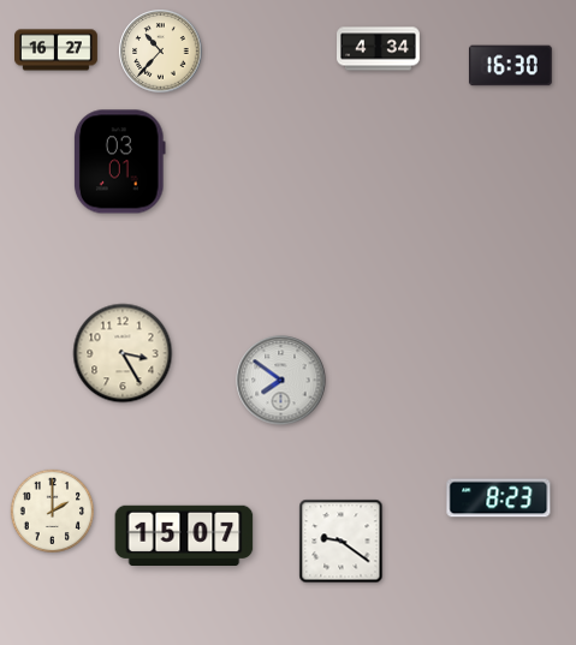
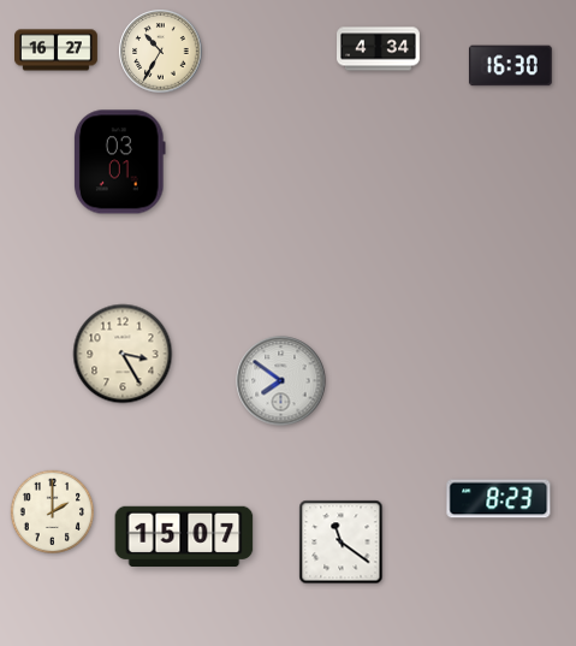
clock at (161, 52): 10:37 -> 10:35
clock at (342, 542): 9:21 -> 11:21
